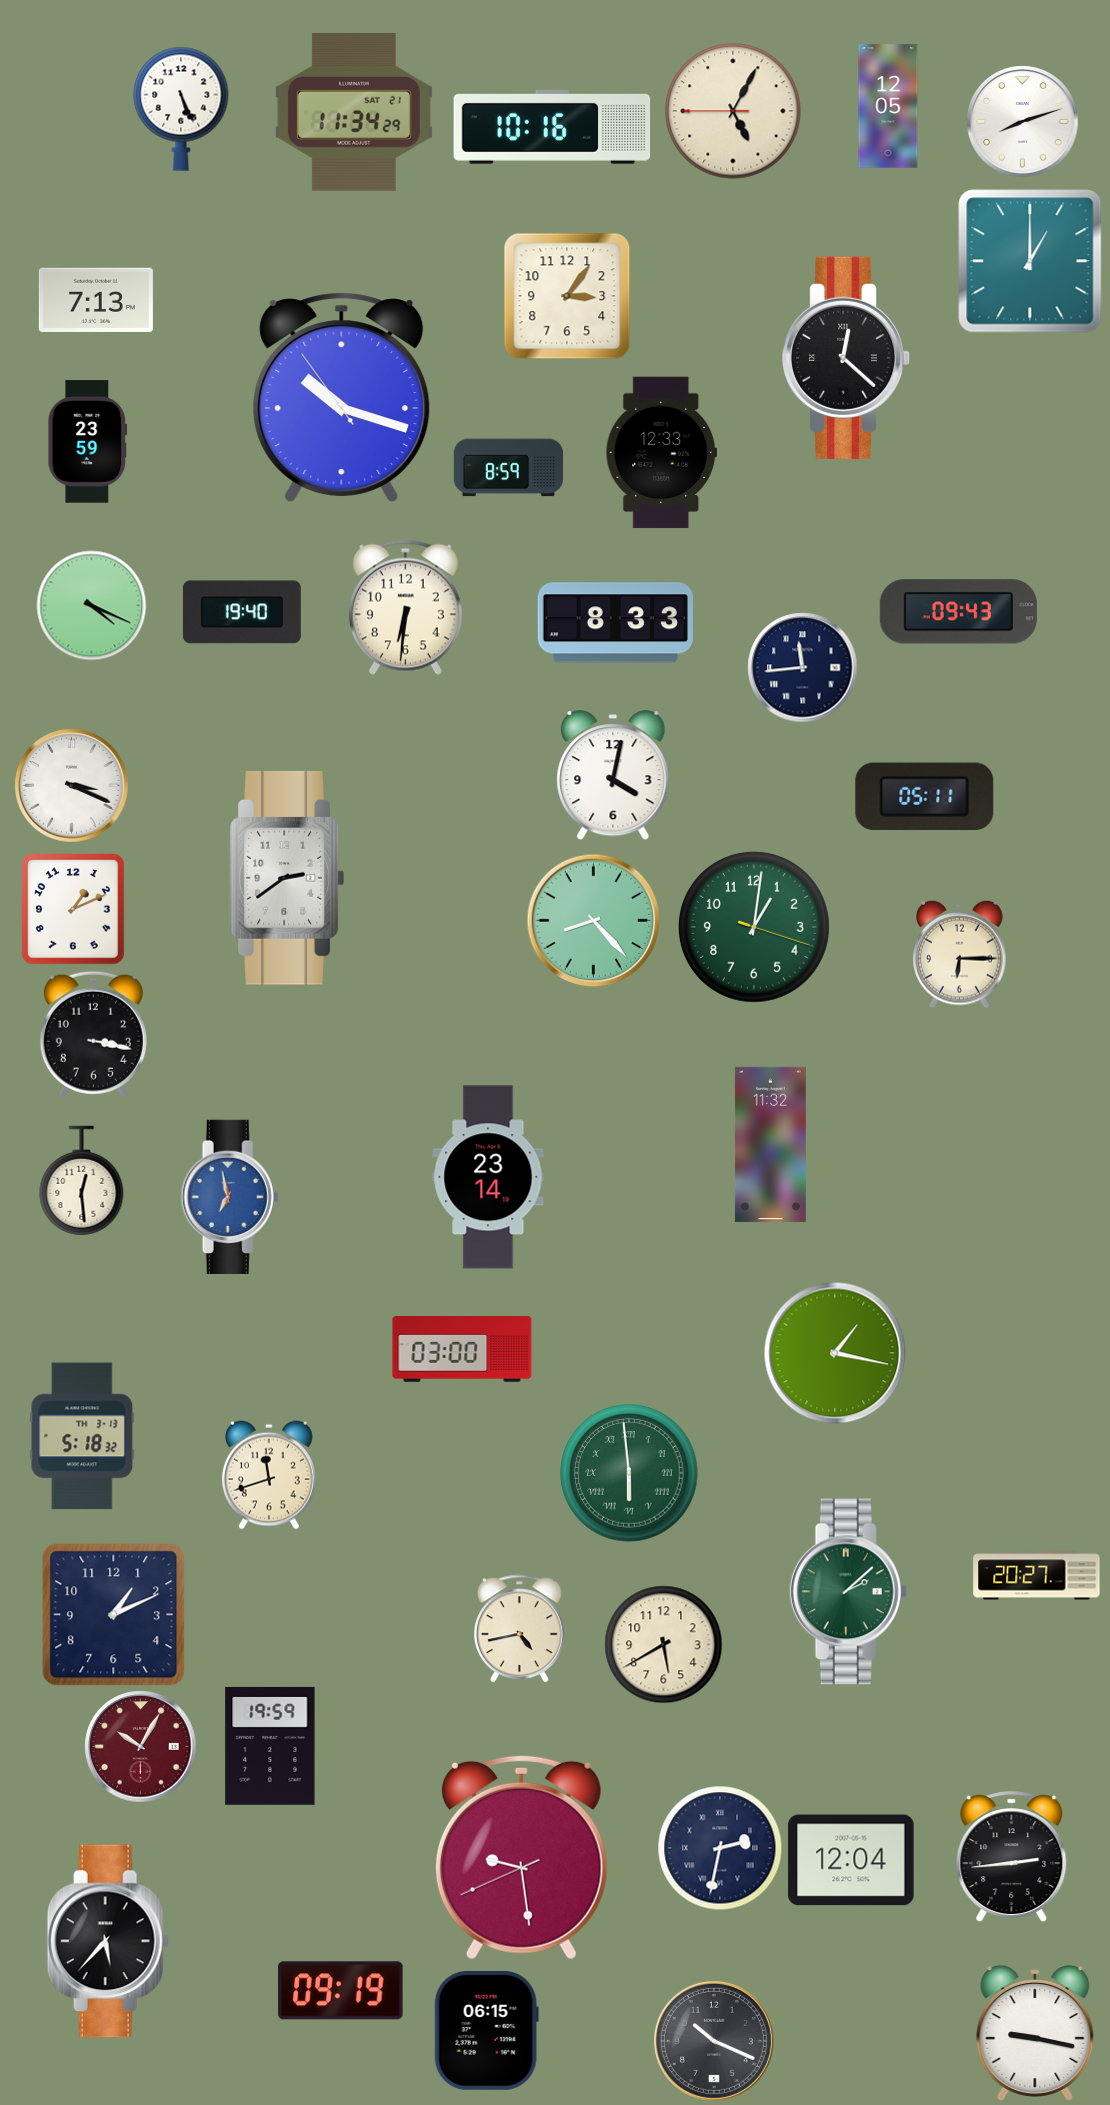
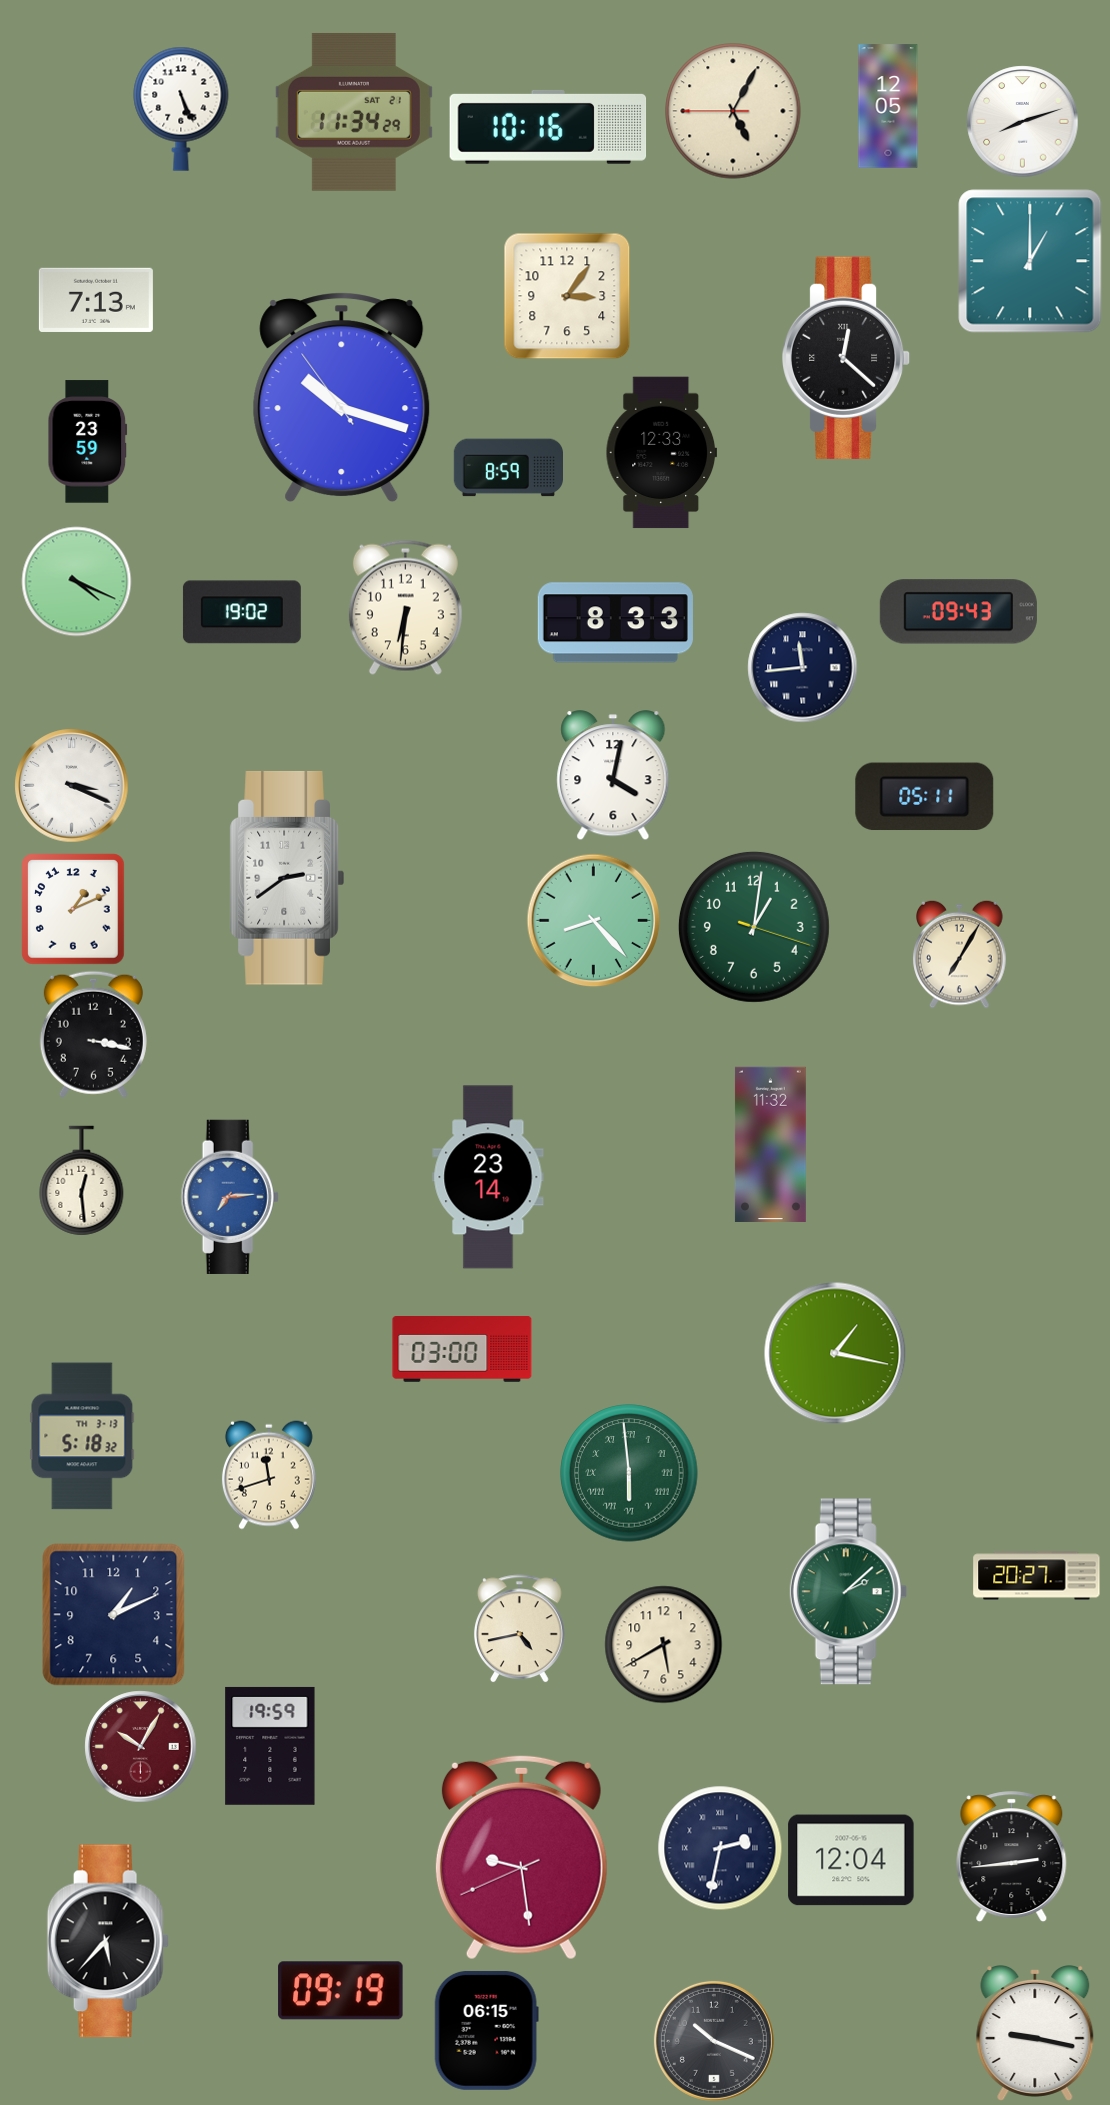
clock at (552, 127) position: (552, 127) -> (548, 127)
clock at (92, 606) position: (92, 606) -> (77, 582)
clock at (242, 612): 19:40 -> 19:02
clock at (960, 954): 6:15 -> 7:05
clock at (230, 1197): 6:58 -> 7:14
